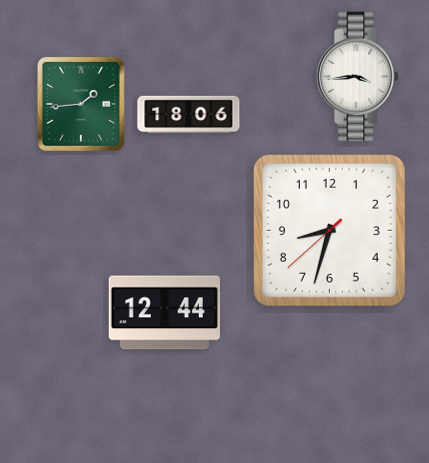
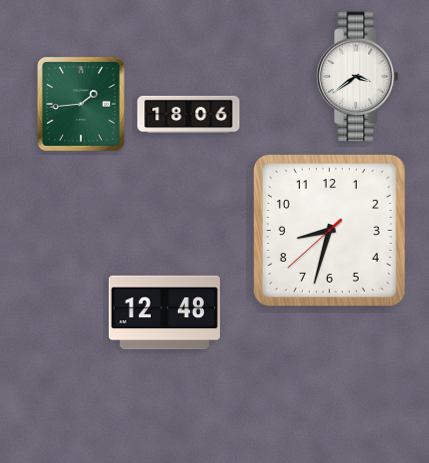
clock at (357, 77): 3:44 -> 3:39
clock at (164, 313): 12:44 -> 12:48
